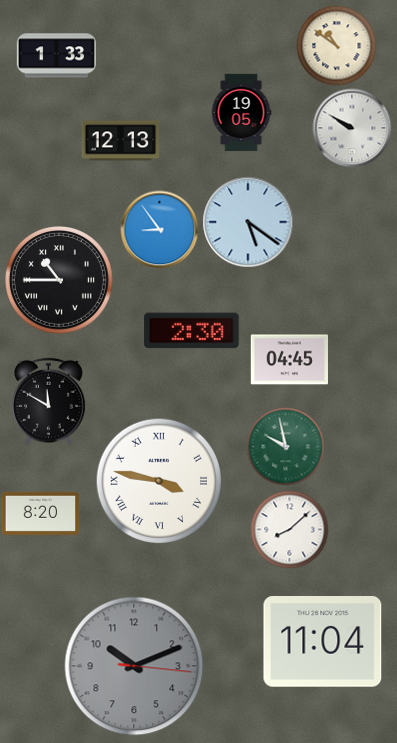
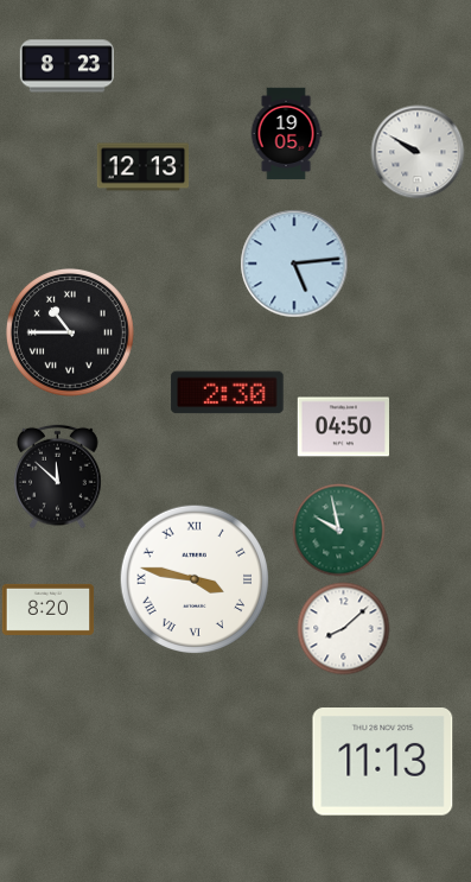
clock at (336, 45): 10:51 -> none
clock at (56, 56): 1:33 -> 8:23
clock at (248, 222): 5:21 -> 5:14
clock at (159, 229): 8:54 -> none
clock at (289, 360): 04:45 -> 04:50
clock at (49, 401): 11:50 -> 11:52
clock at (158, 480) position: (158, 480) -> (193, 578)
clock at (323, 642): 11:04 -> 11:13
clock at (134, 666): 10:11 -> none
